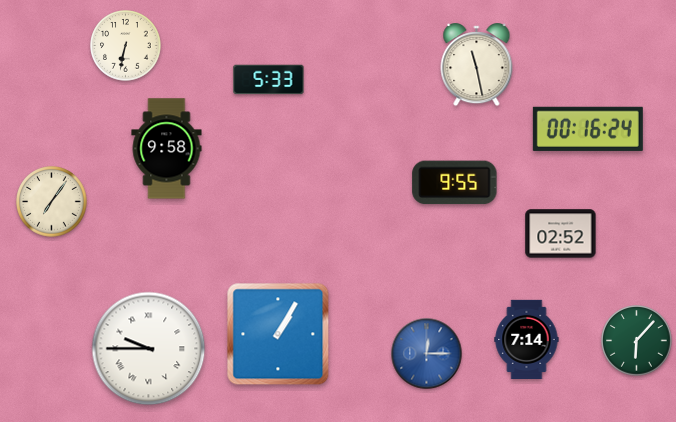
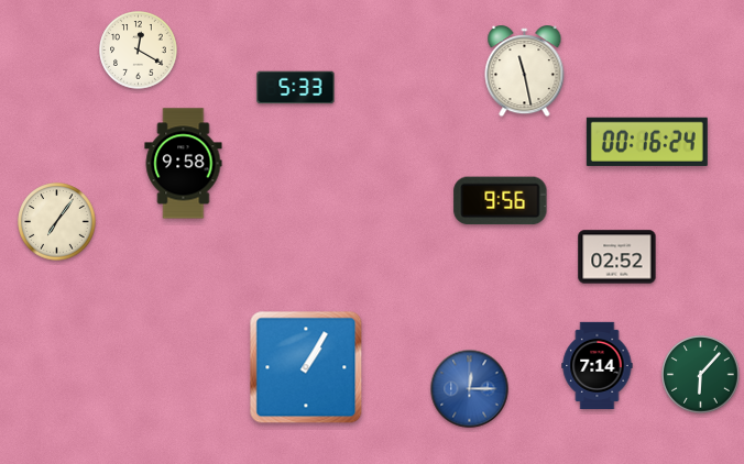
clock at (126, 46): 6:32 -> 12:20
clock at (455, 183): 9:55 -> 9:56
clock at (527, 340) position: (527, 340) -> (598, 366)
clock at (149, 349): 9:45 -> none
